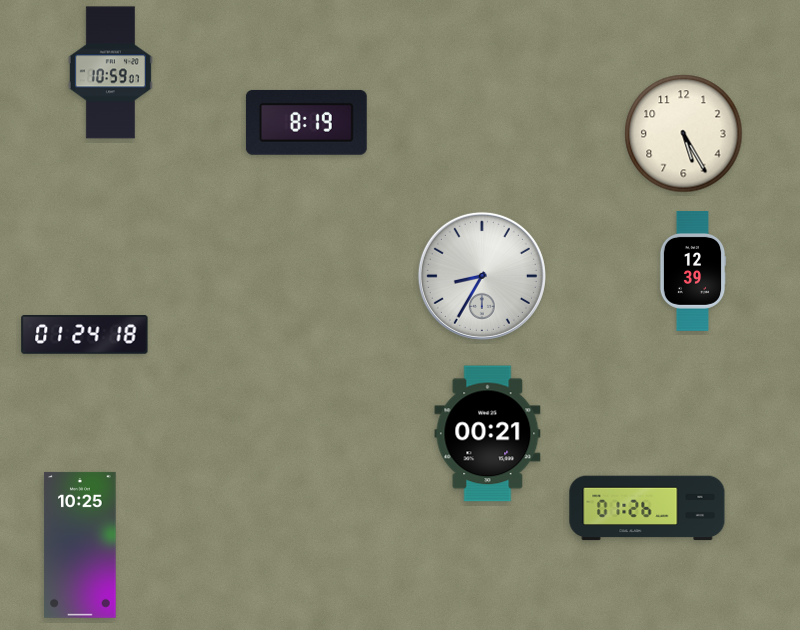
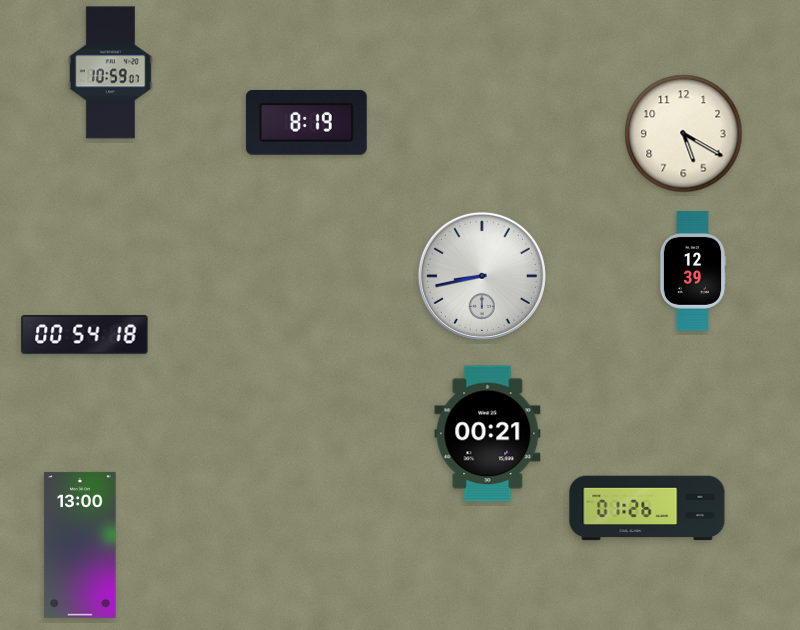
clock at (684, 134): 5:25 -> 5:20
clock at (482, 276): 8:35 -> 8:43
clock at (85, 335): 01:24 -> 00:54
clock at (80, 545): 10:25 -> 13:00
